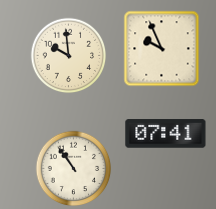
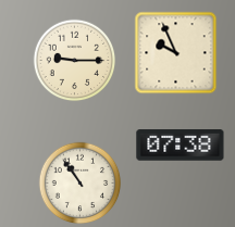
clock at (69, 56): 9:59 -> 9:15
clock at (166, 134): 07:41 -> 07:38
